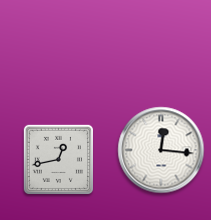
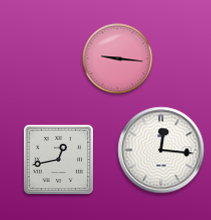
clock at (118, 59): none -> 9:16
